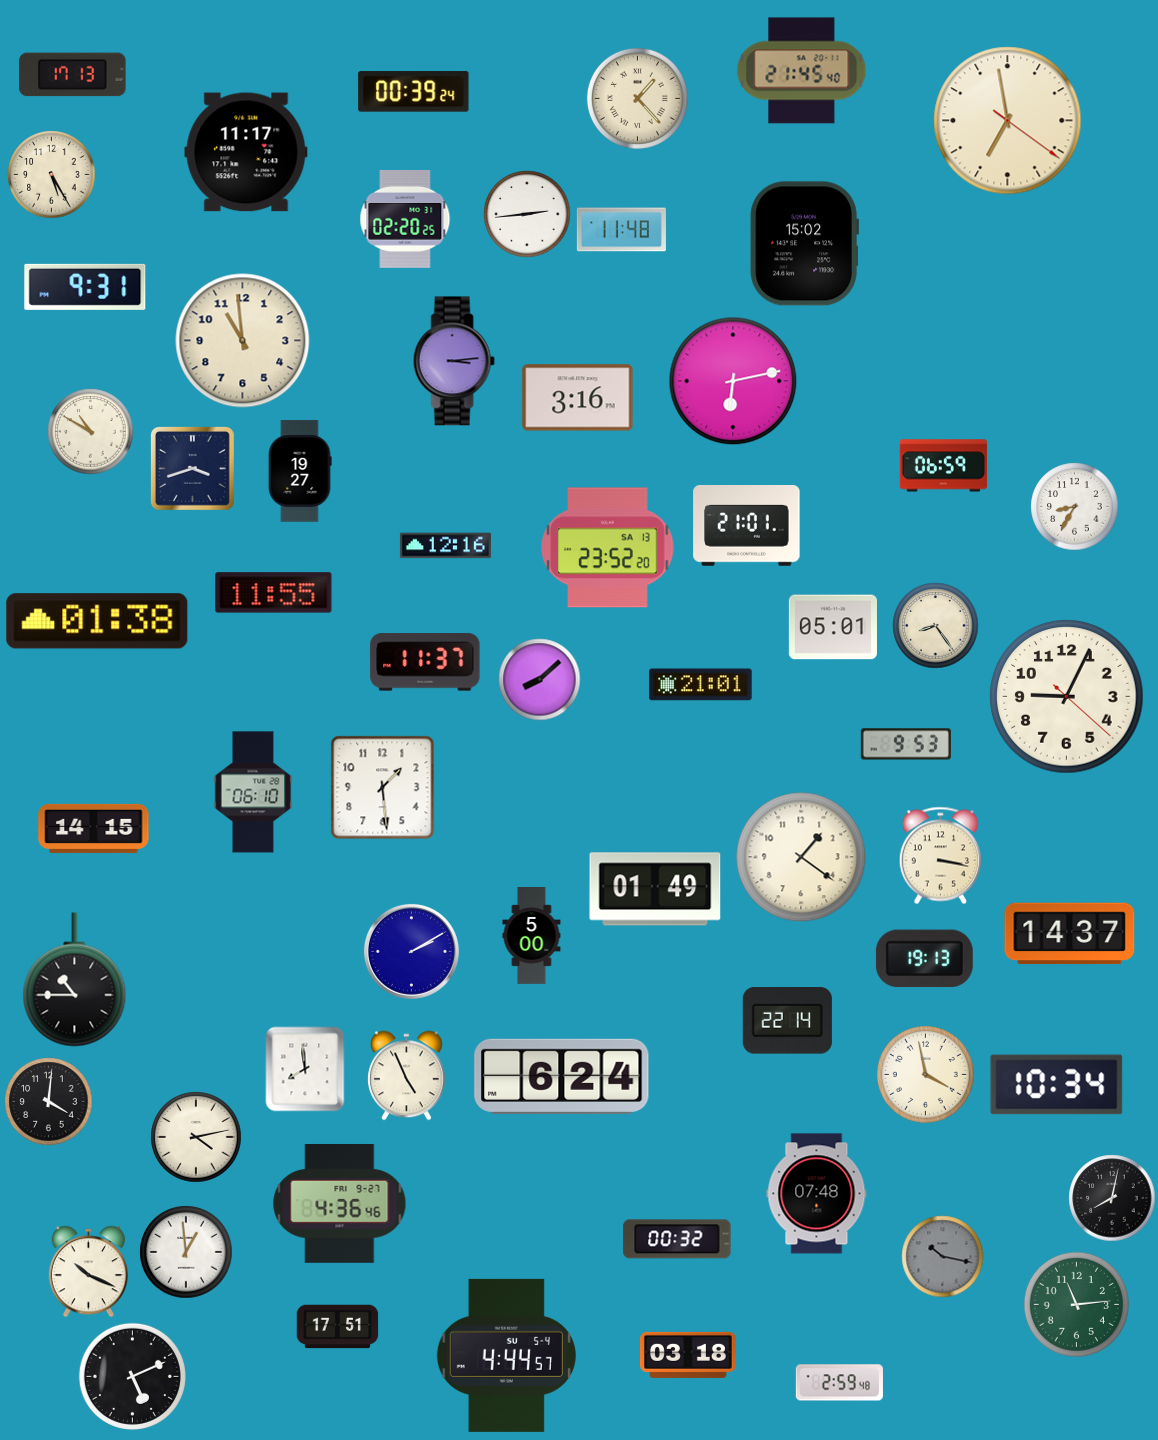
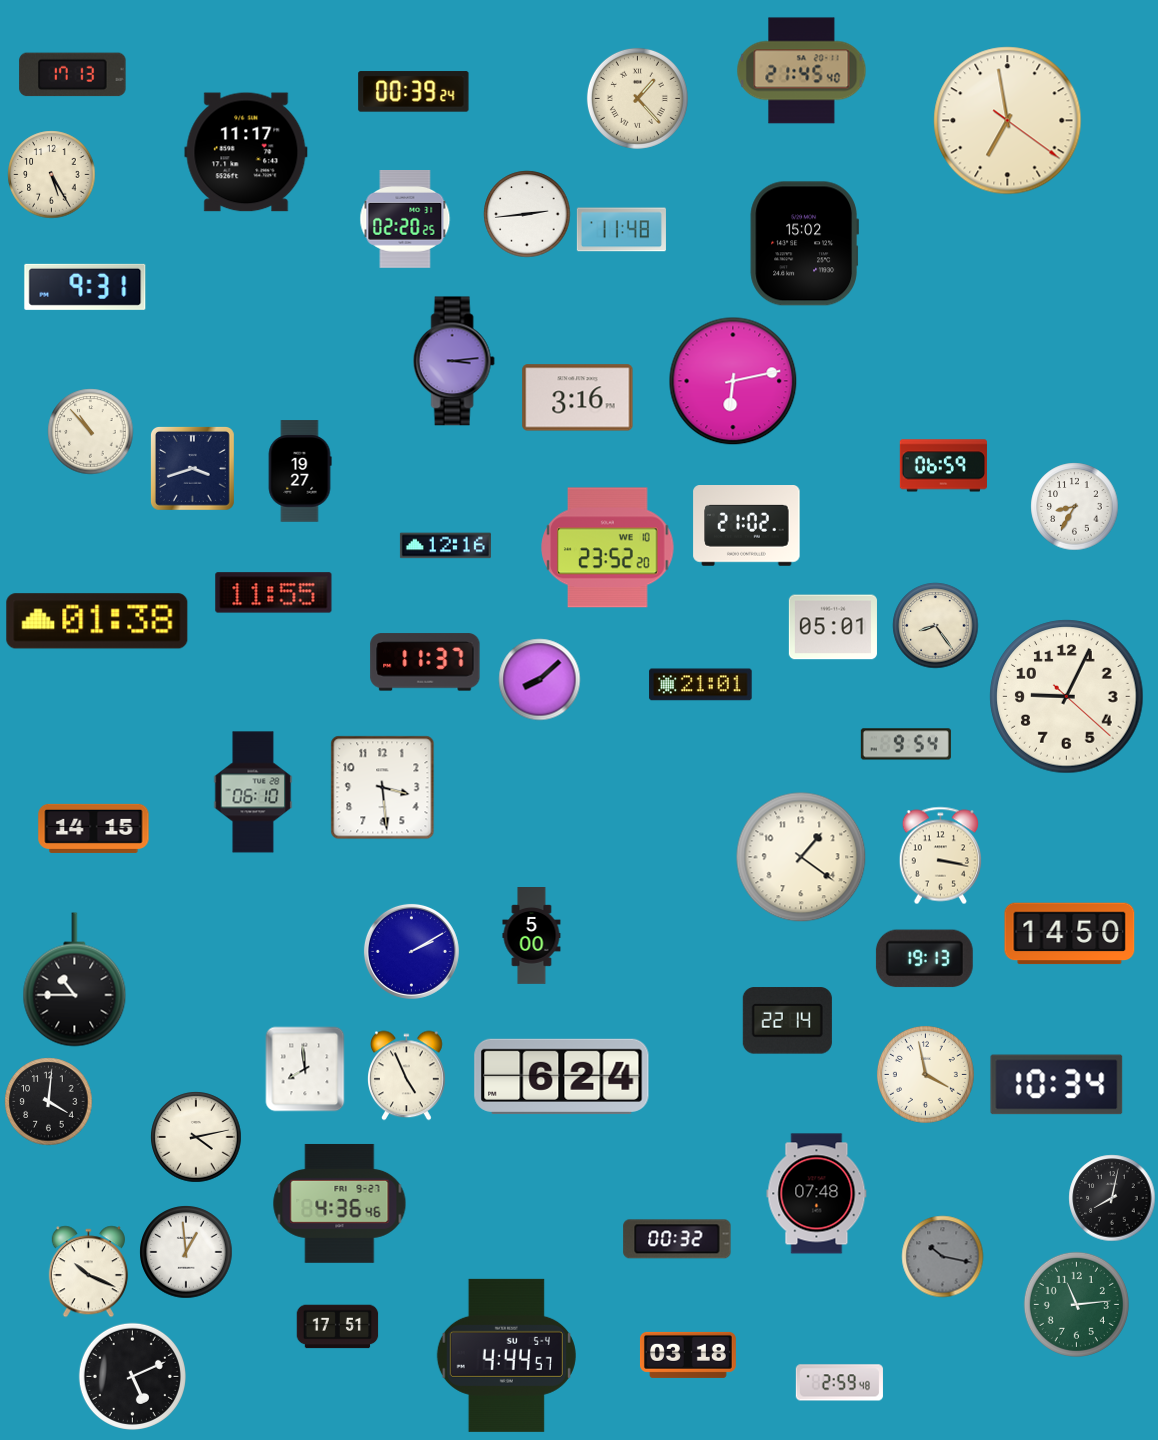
clock at (243, 341): 10:59 -> none
clock at (90, 431): 10:50 -> 10:53
clock at (747, 526): 21:01 -> 21:02
clock at (608, 548) date: SA 13 -> WE 10
clock at (906, 744): 9:53 -> 9:54
clock at (382, 787): 1:29 -> 3:29
clock at (655, 889): 01:49 -> none
clock at (1070, 934): 14:37 -> 14:50
